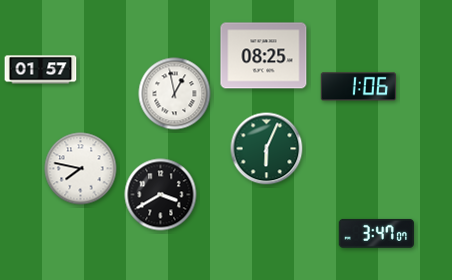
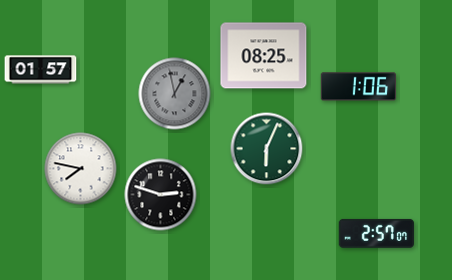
clock at (175, 94) dial: white -> grey
clock at (161, 195): 3:40 -> 2:48
clock at (376, 233): 3:47 -> 2:57
